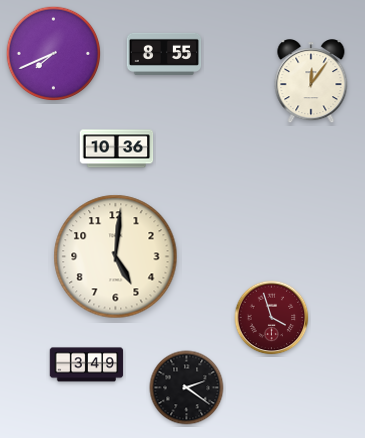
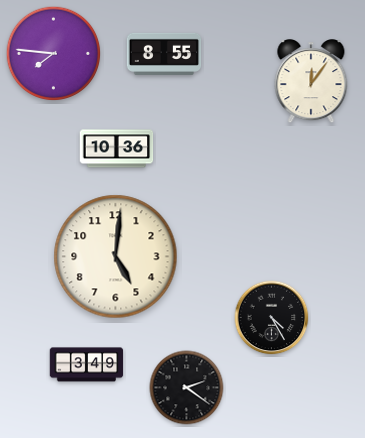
clock at (54, 54): 7:41 -> 7:46
clock at (272, 318): 3:57 -> 4:25
clock at (272, 318) dial: burgundy -> black
